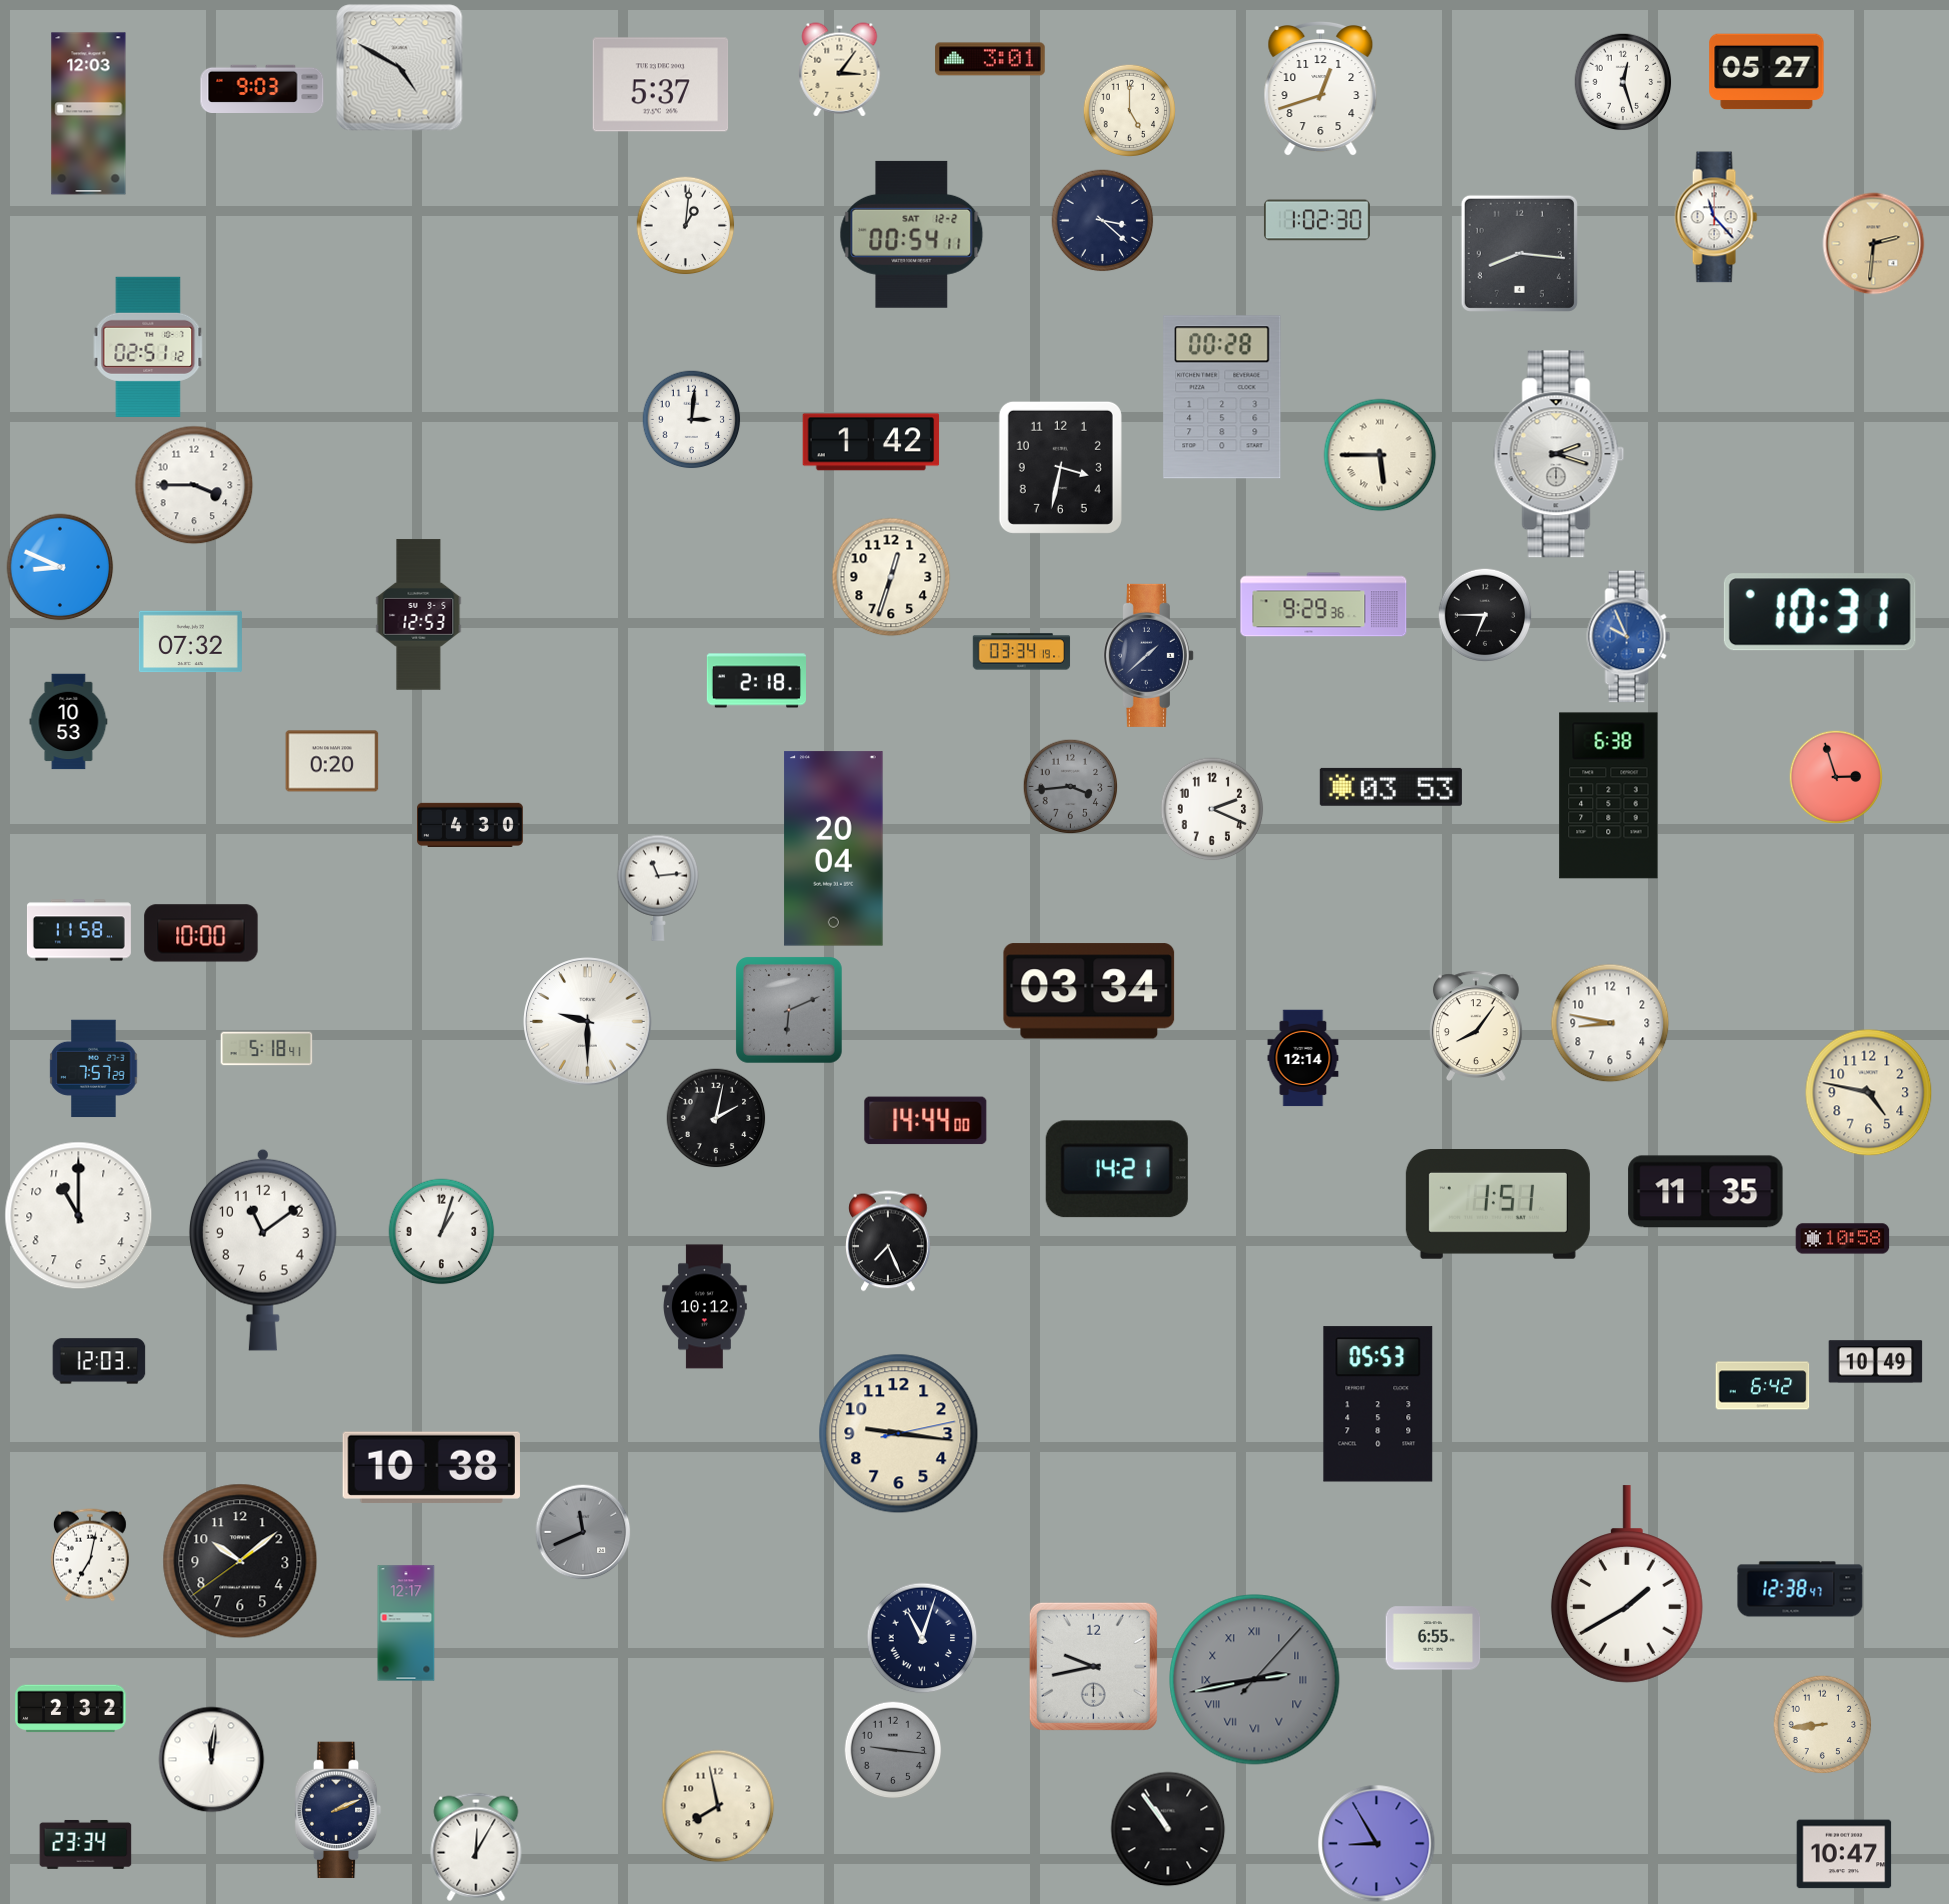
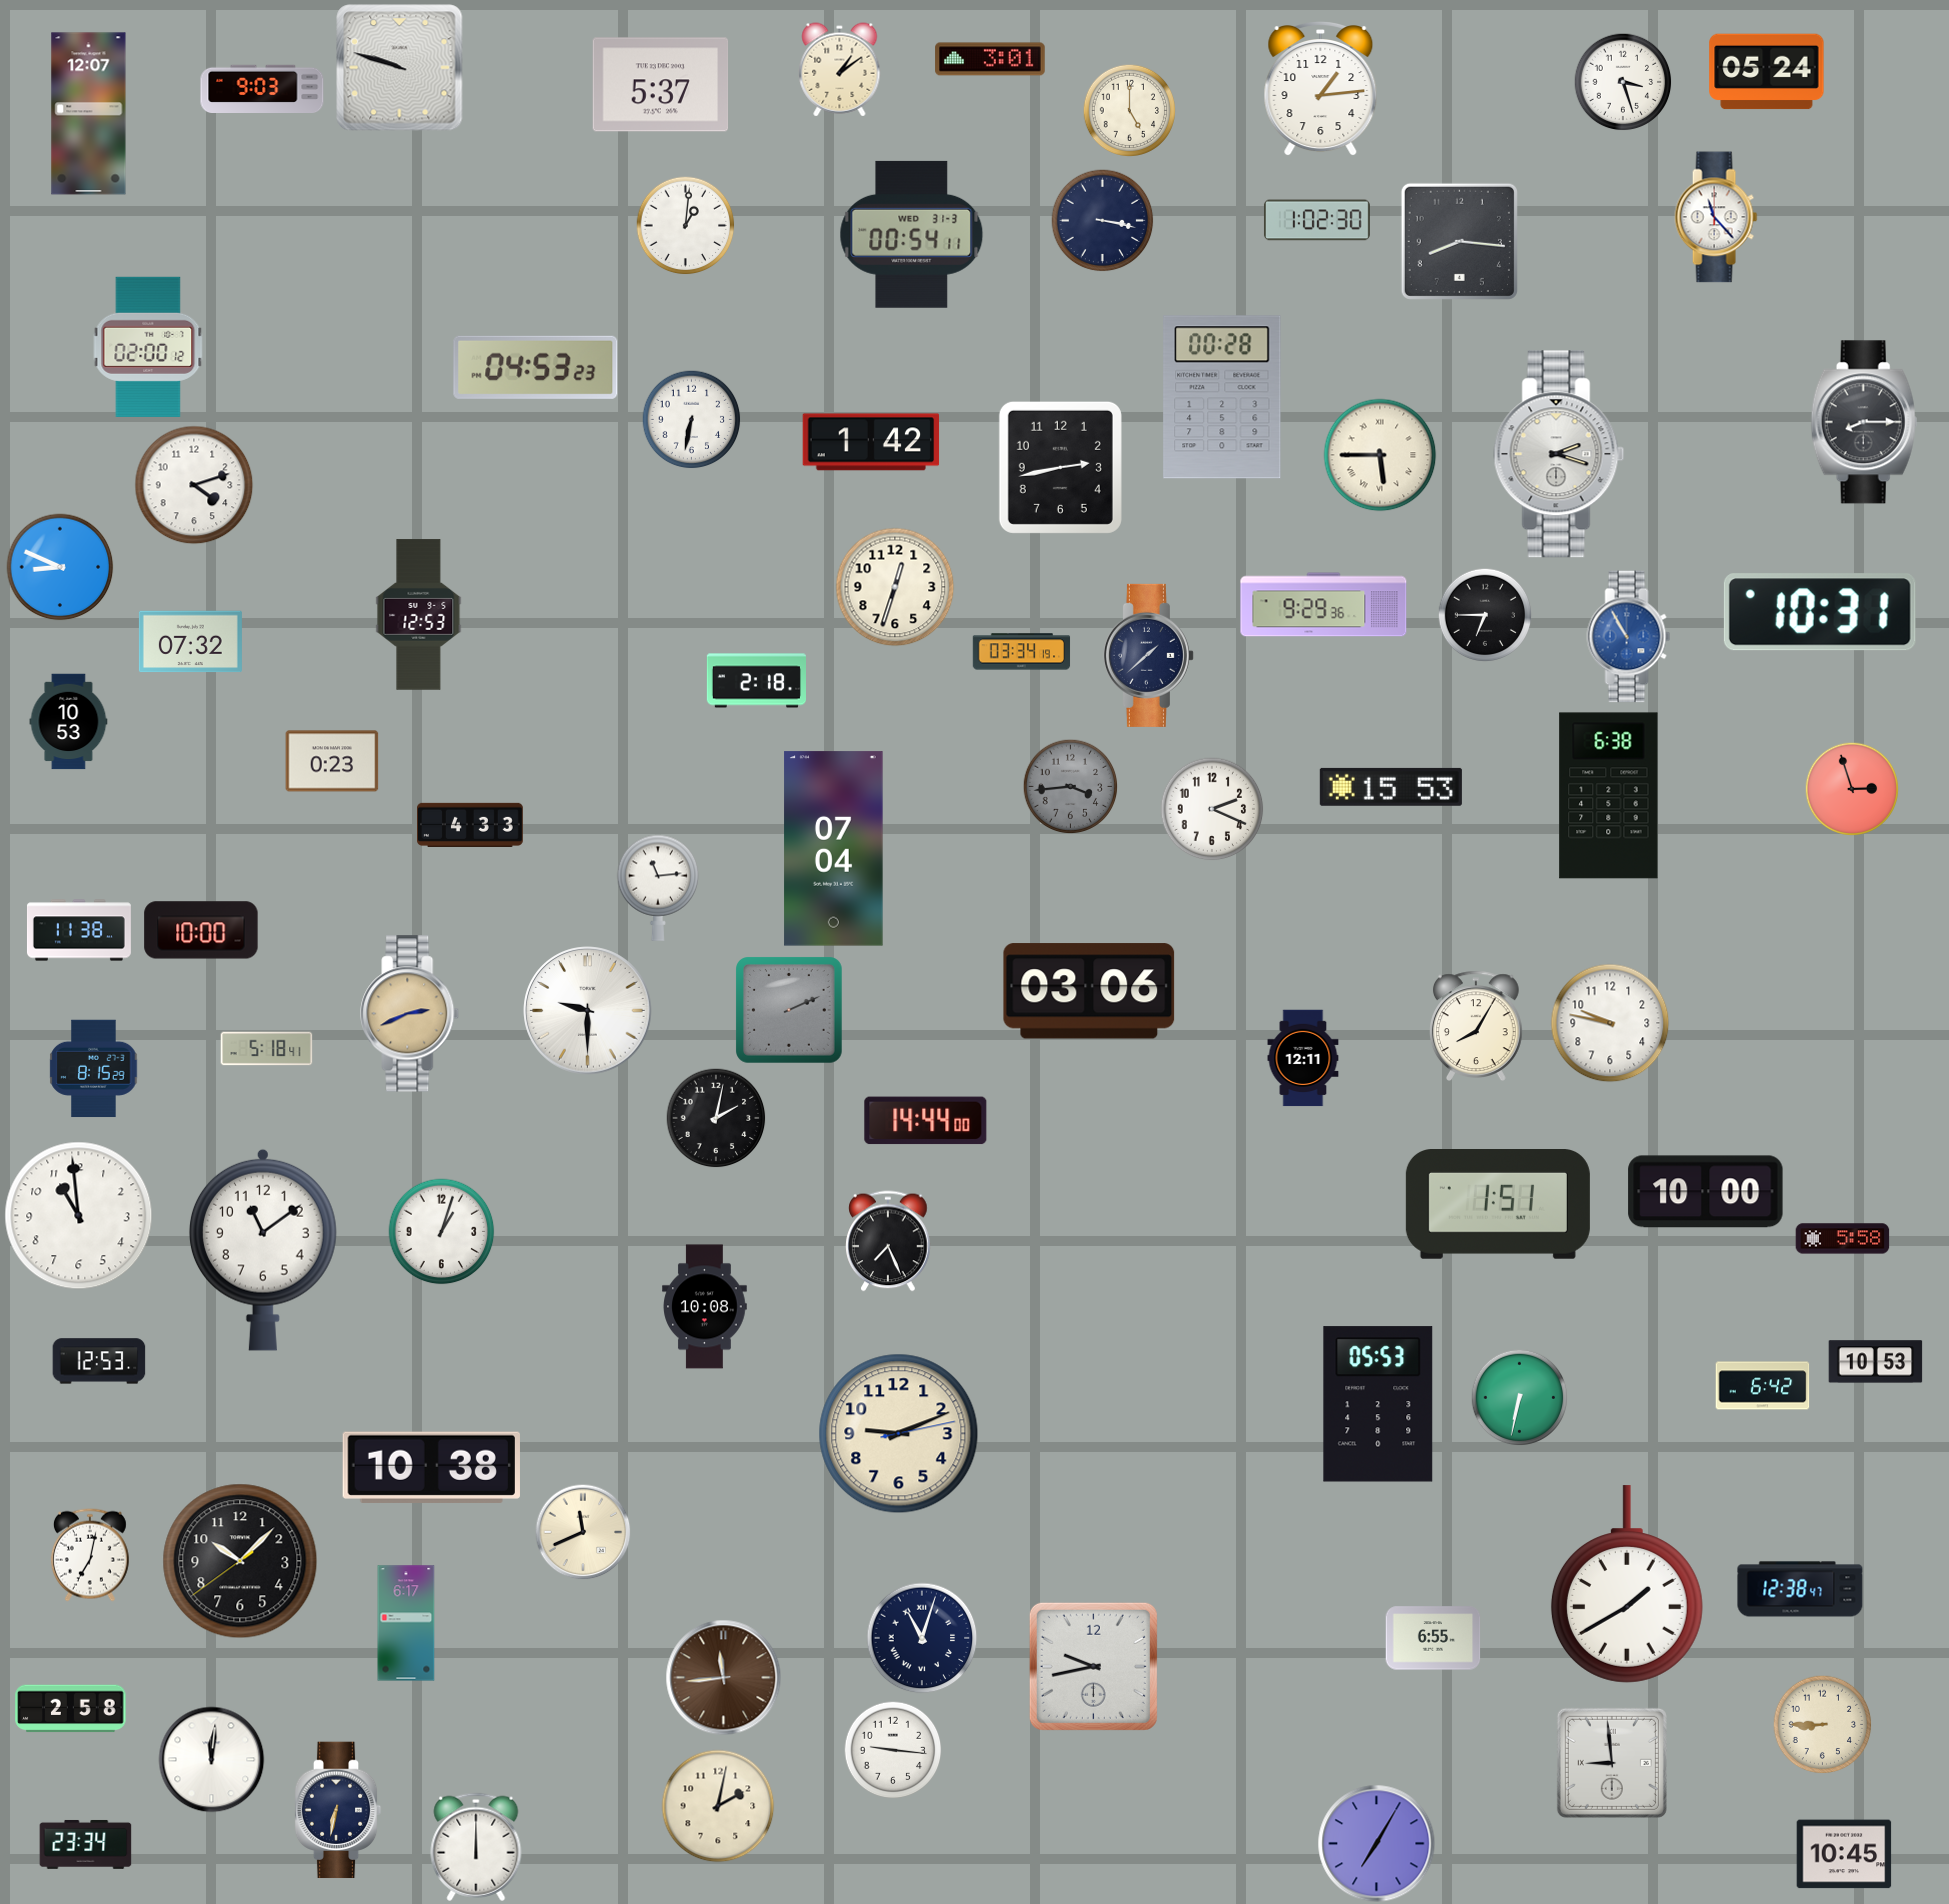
clock at (400, 68): 4:50 -> 9:48
clock at (840, 70): 3:06 -> 1:09
clock at (1767, 72): 05:27 -> 05:24
clock at (1623, 82): 12:27 -> 3:27
clock at (1321, 90): 12:42 -> 1:14
clock at (89, 114): 12:03 -> 12:07
clock at (1103, 221): 3:22 -> 3:17
clock at (912, 234) date: SAT 12-2 -> WED 31-3
clock at (1874, 244): 2:31 -> none
clock at (1519, 253) position: (1519, 253) -> (1459, 241)
clock at (148, 347): 02:51 -> 02:00
clock at (536, 367): none -> 04:53
clock at (692, 420): 3:01 -> 6:32
clock at (1864, 422): none -> 8:15
clock at (1060, 467): 3:32 -> 2:43
clock at (194, 485): 3:45 -> 4:12
clock at (891, 577) position: (891, 577) -> (895, 587)
clock at (1629, 637): 9:56 -> 10:55
clock at (332, 761): 0:20 -> 0:23
clock at (1836, 777) position: (1836, 777) -> (1852, 789)
clock at (1391, 787): 03:53 -> 15:53
clock at (471, 825): 4:30 -> 4:33
clock at (834, 849): 20:04 -> 07:04
clock at (79, 930): 11:58 -> 11:38
clock at (201, 933) position: (201, 933) -> (201, 930)
clock at (1089, 991): 03:34 -> 03:06
clock at (790, 1011): 6:11 -> 2:11
clock at (410, 1014): none -> 2:41
clock at (588, 1022) position: (588, 1022) -> (588, 1011)
clock at (1610, 1023): 8:47 -> 9:47
clock at (1476, 1025): 8:06 -> 8:05
clock at (1303, 1058): 12:14 -> 12:11
clock at (94, 1069): 7:57 -> 8:15
clock at (1869, 1093): 4:47 -> none
clock at (1117, 1169): 14:21 -> none
clock at (1706, 1192): 11:35 -> 10:00
clock at (79, 1216): 11:00 -> 10:59
clock at (1843, 1239): 10:58 -> 5:58
clock at (705, 1307): 10:12 -> 10:08
clock at (99, 1361): 12:03 -> 12:53
clock at (1876, 1362): 10:49 -> 10:53
clock at (1519, 1397): none -> 6:32
clock at (899, 1434): 9:16 -> 9:11
clock at (583, 1532) dial: grey -> cream
clock at (240, 1561): 10:08 -> 10:07
clock at (406, 1623): 12:17 -> 6:17
clock at (724, 1678): none -> 11:44
clock at (1255, 1680): 2:43 -> none
clock at (71, 1709): 2:32 -> 2:58
clock at (1823, 1725): 8:44 -> 8:45
clock at (893, 1750) dial: grey -> white
clock at (1612, 1763): none -> 8:59
clock at (718, 1806): 7:58 -> 2:02
clock at (338, 1810): 2:11 -> 6:32
clock at (1168, 1829): 10:54 -> none
clock at (1377, 1844): 8:55 -> 7:05
clock at (476, 1847): 12:05 -> 12:00
clock at (1844, 1854): 10:47 -> 10:45
